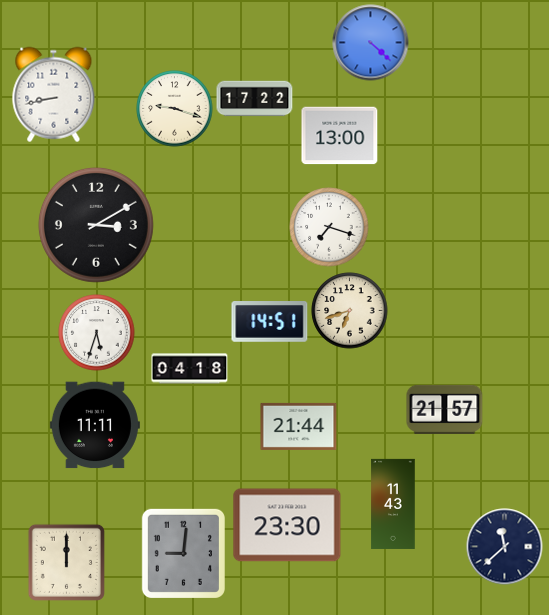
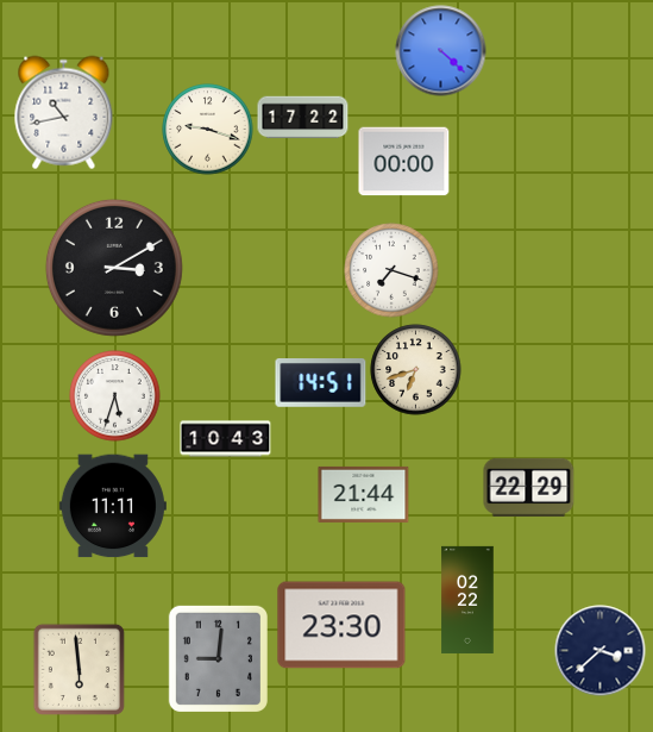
clock at (54, 95): 8:43 -> 10:43
clock at (340, 136): 13:00 -> 00:00
clock at (190, 369): 04:18 -> 10:43
clock at (445, 409): 21:57 -> 22:29
clock at (299, 426) position: (299, 426) -> (364, 494)
clock at (393, 504): 11:43 -> 02:22
clock at (505, 547): 11:38 -> 3:38
clock at (66, 562): 12:00 -> 5:59
